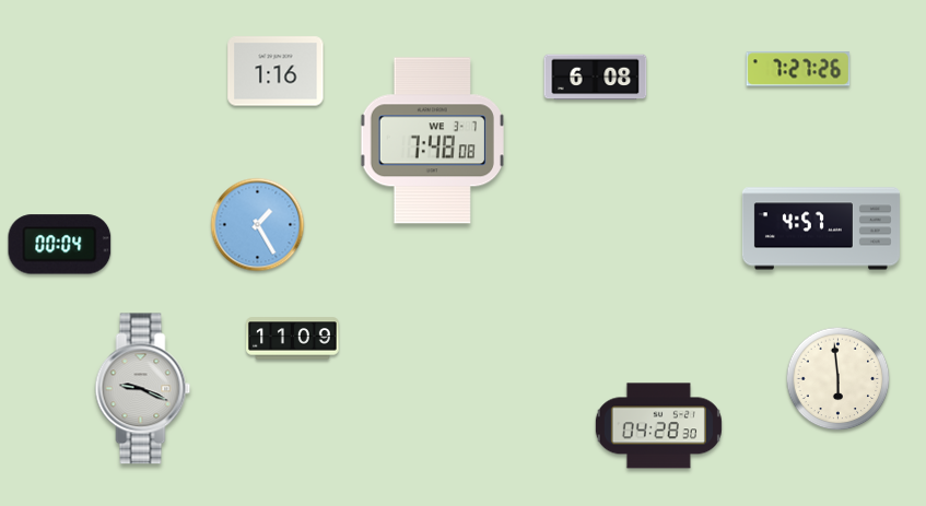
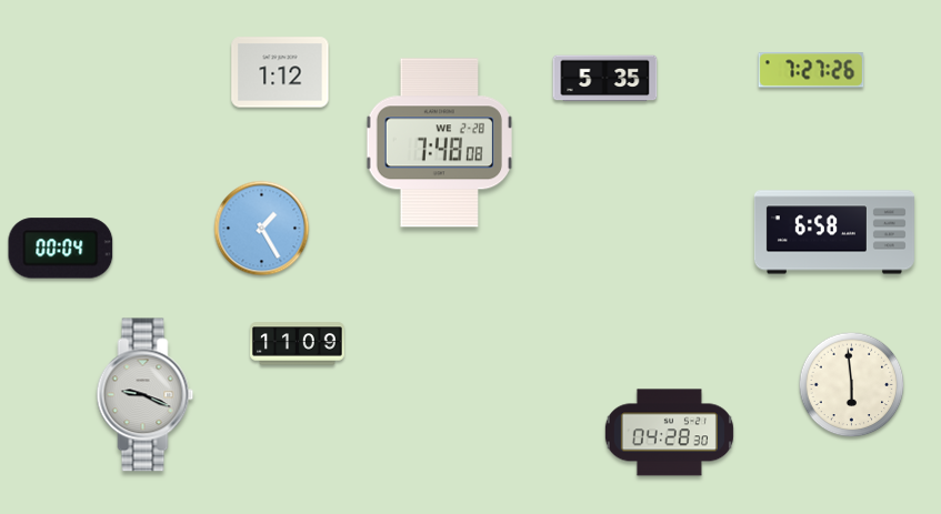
clock at (276, 71): 1:16 -> 1:12
clock at (596, 78): 6:08 -> 5:35
clock at (432, 141) date: WE 3-7 -> WE 2-28
clock at (821, 228): 4:57 -> 6:58
